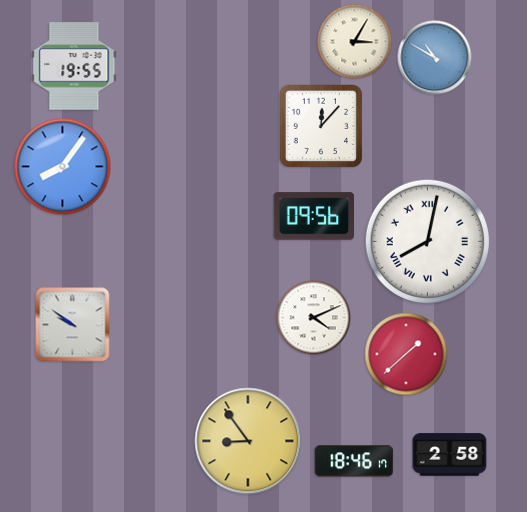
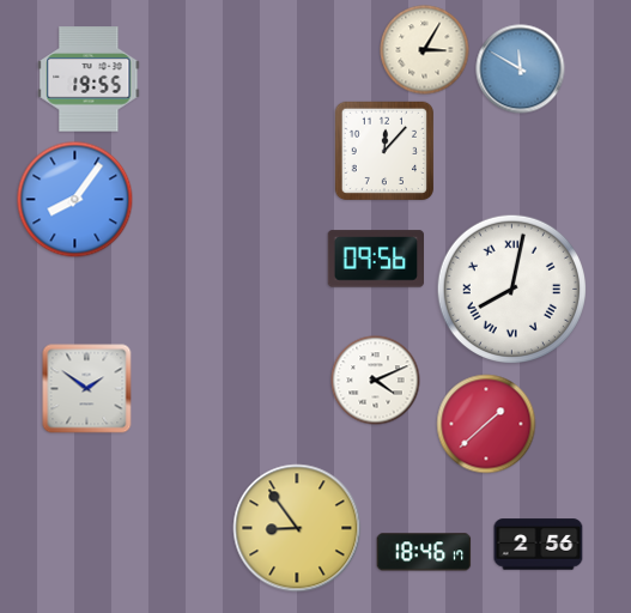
clock at (435, 58): 10:50 -> 11:50
clock at (73, 325): 9:51 -> 1:51
clock at (450, 455): 2:58 -> 2:56
